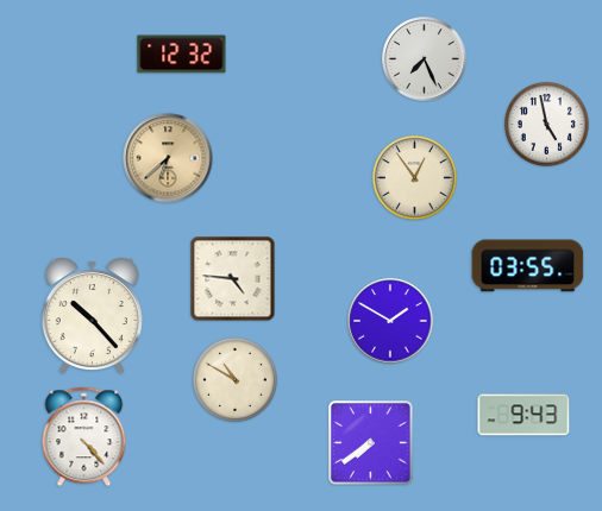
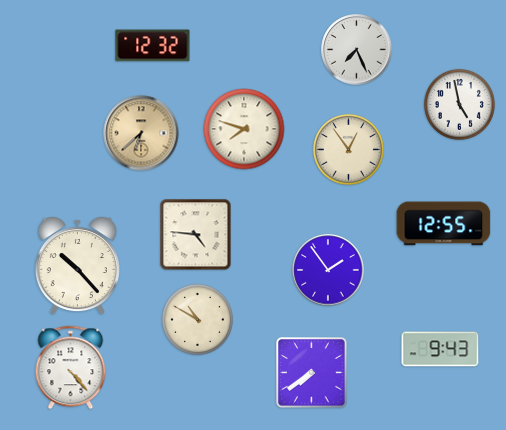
clock at (244, 129): none -> 7:48
clock at (528, 266): 03:55 -> 12:55
clock at (390, 321): 1:50 -> 1:54
